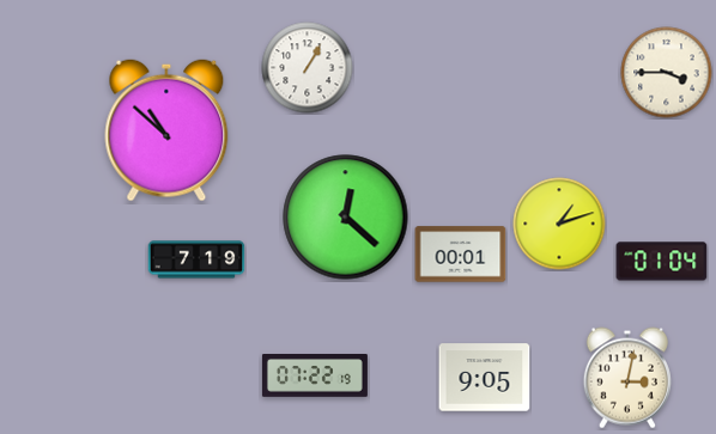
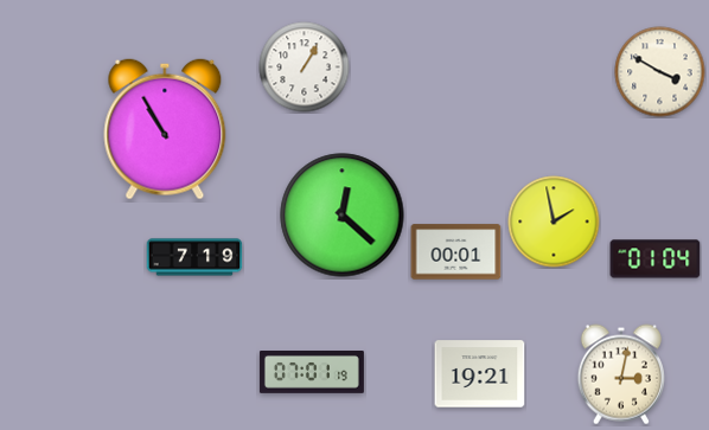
clock at (667, 73): 3:45 -> 3:50
clock at (166, 130): 10:52 -> 10:55
clock at (559, 224): 1:12 -> 1:58
clock at (315, 377): 07:22 -> 07:01
clock at (485, 378): 9:05 -> 19:21
